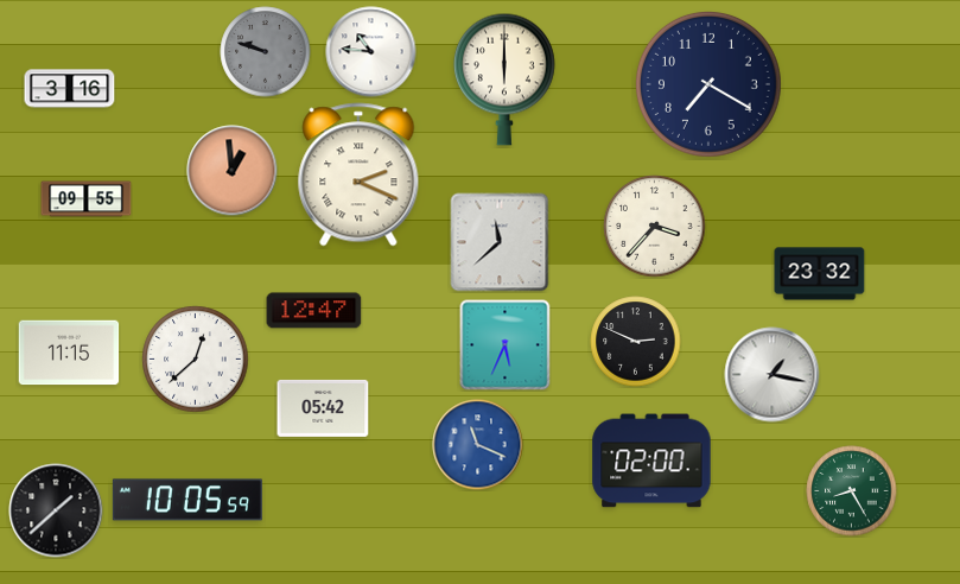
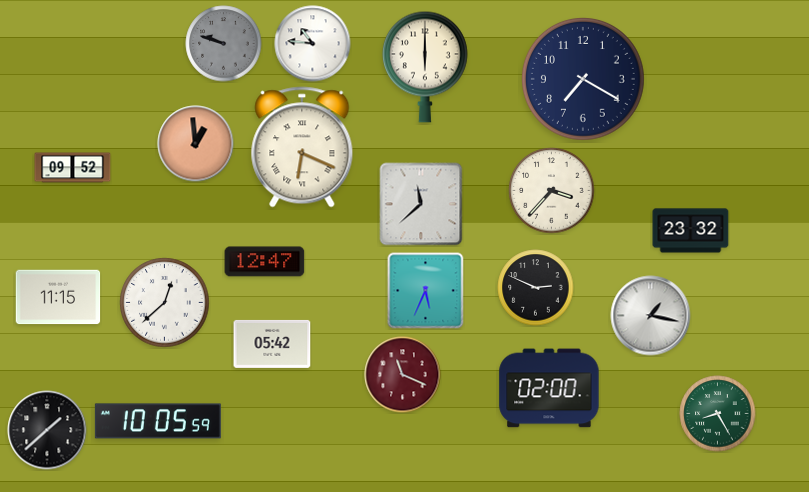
clock at (708, 84) position: (708, 84) -> (583, 79)
clock at (70, 89): 3:16 -> none
clock at (358, 174): 2:19 -> 6:19
clock at (87, 199): 09:55 -> 09:52
clock at (478, 445) dial: blue -> burgundy
